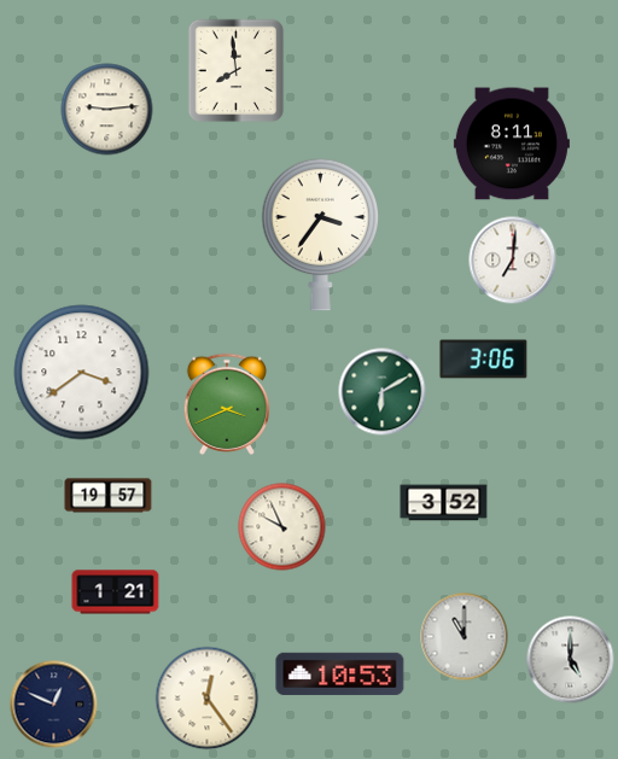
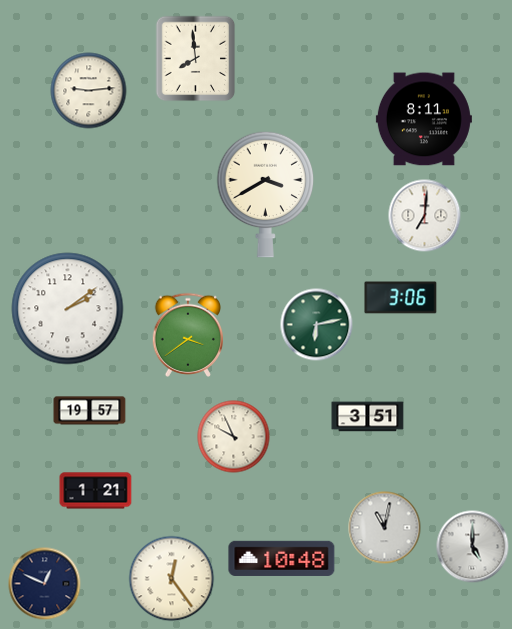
clock at (321, 234): 3:36 -> 3:40
clock at (82, 373): 3:39 -> 2:09
clock at (383, 392): 6:10 -> 6:13
clock at (226, 404): 3:41 -> 3:39
clock at (444, 503): 3:52 -> 3:51
clock at (465, 637): 11:00 -> 11:02
clock at (340, 673): 10:53 -> 10:48
